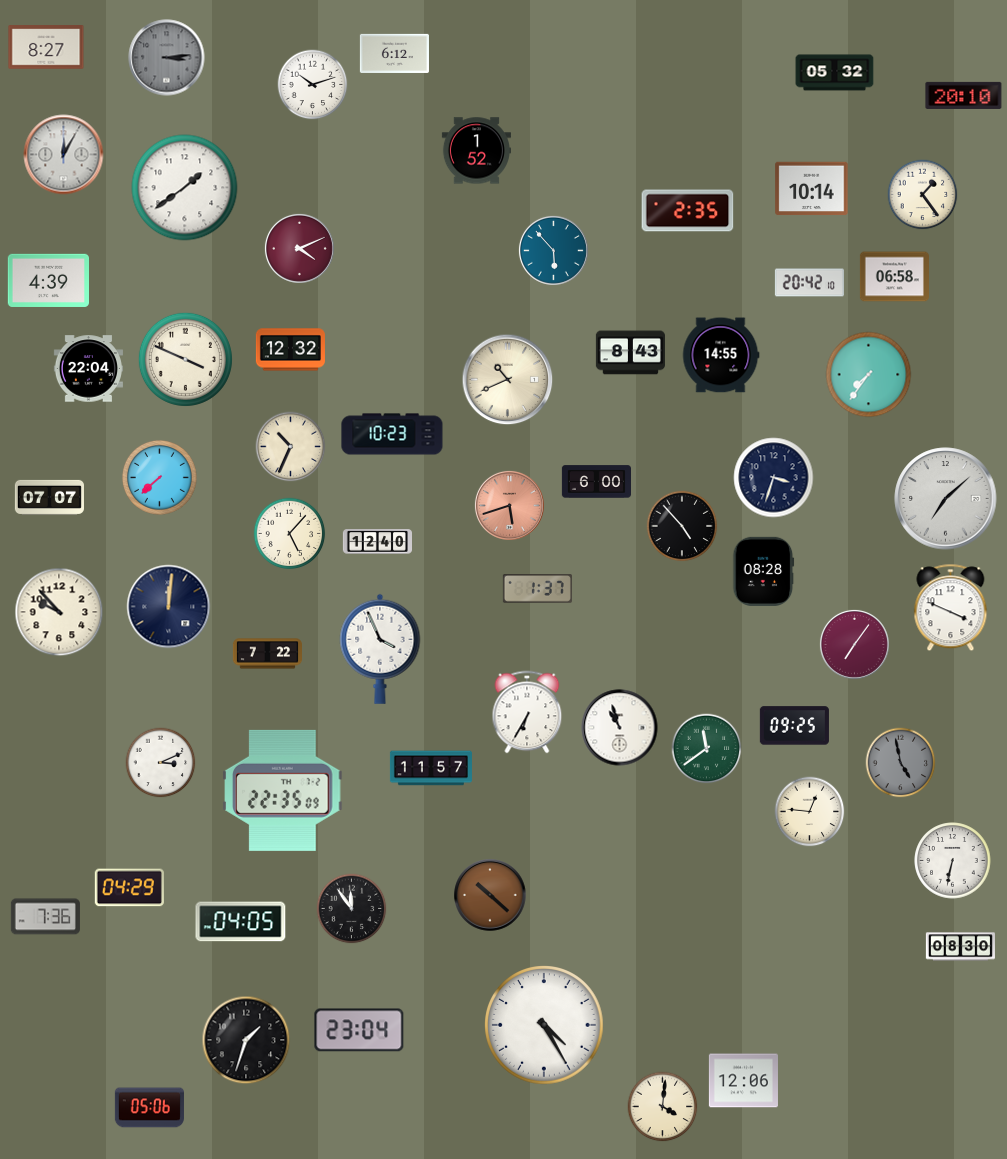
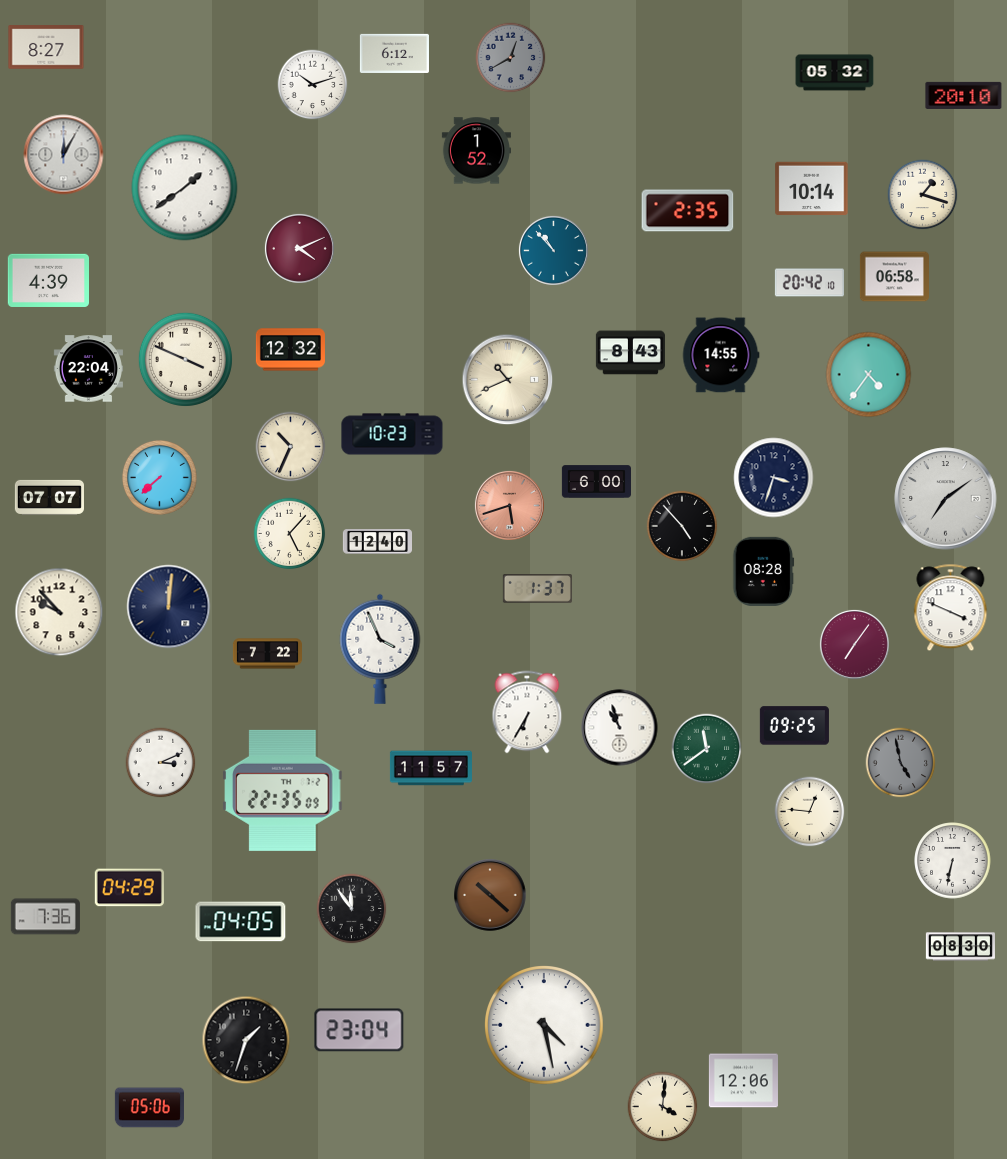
clock at (167, 58): 3:14 -> none
clock at (511, 58): none -> 12:40
clock at (923, 195): 1:24 -> 1:18
clock at (553, 250): 5:53 -> 10:53
clock at (869, 375): 7:36 -> 4:36
clock at (946, 499): 7:08 -> 7:09
clock at (544, 1025): 4:25 -> 4:28
